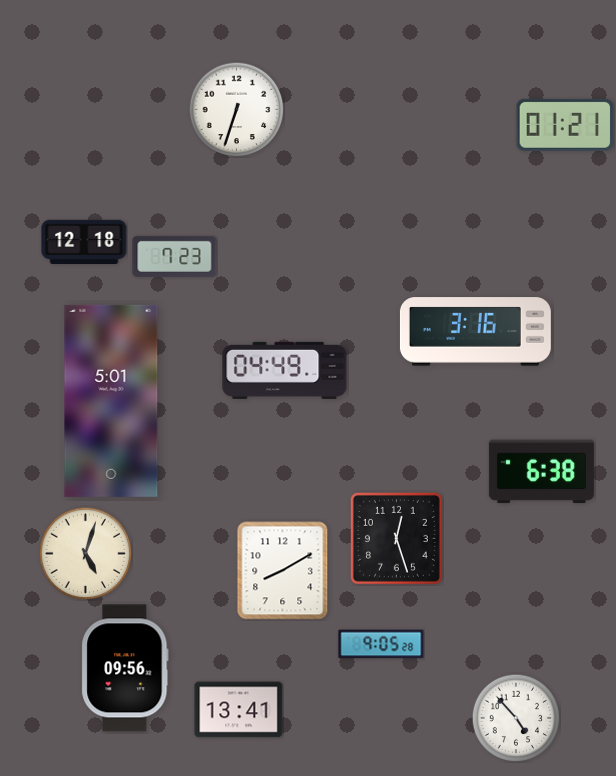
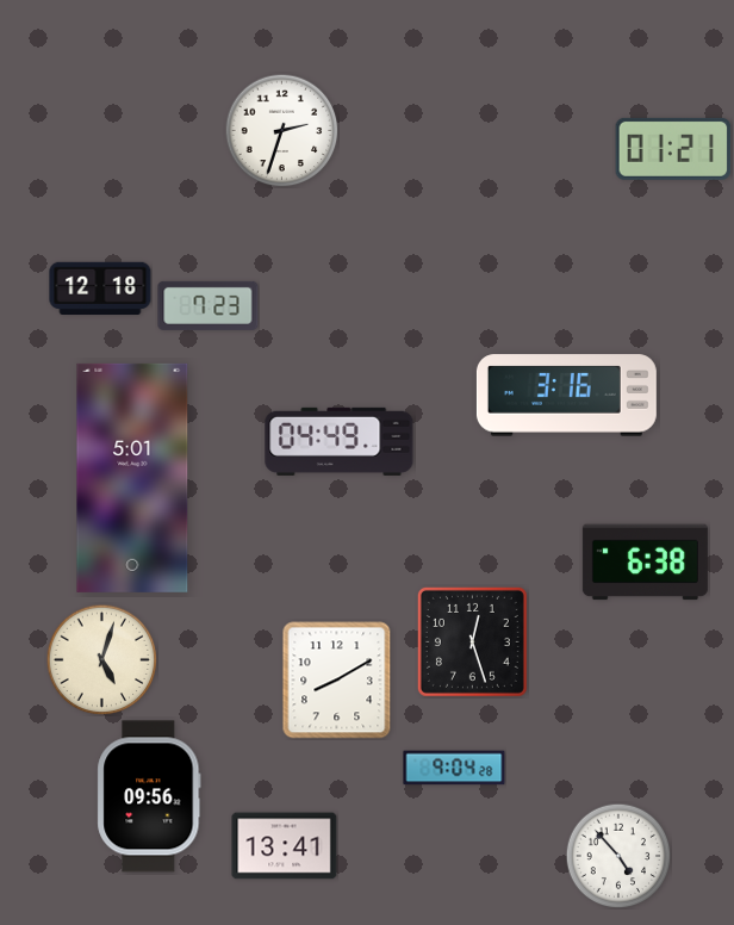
clock at (236, 109): 6:33 -> 2:33
clock at (381, 644): 9:05 -> 9:04
clock at (516, 718) position: (516, 718) -> (618, 856)
